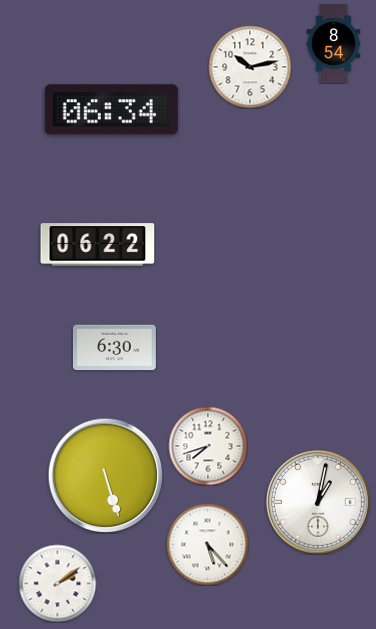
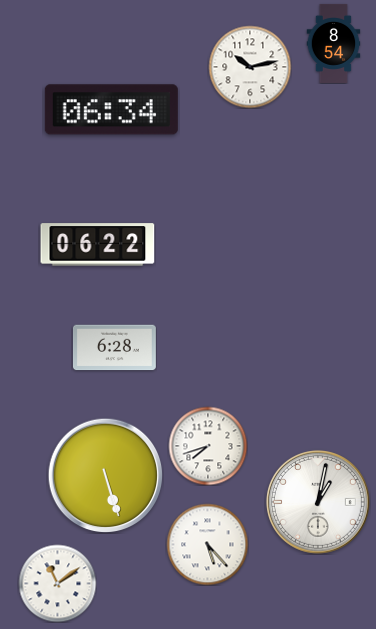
clock at (114, 348): 6:30 -> 6:28
clock at (57, 583): 2:09 -> 11:09
